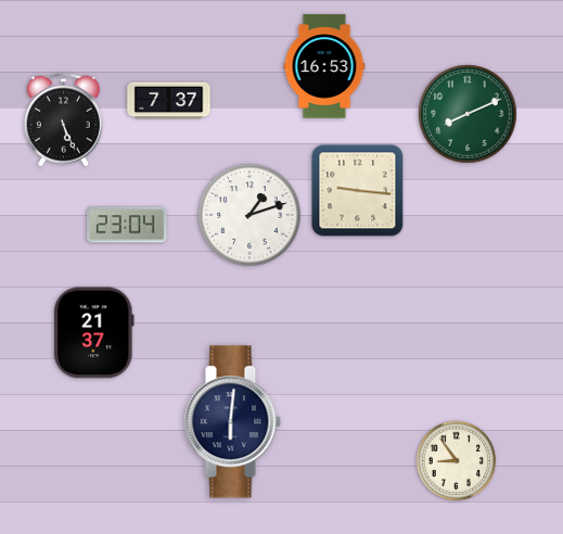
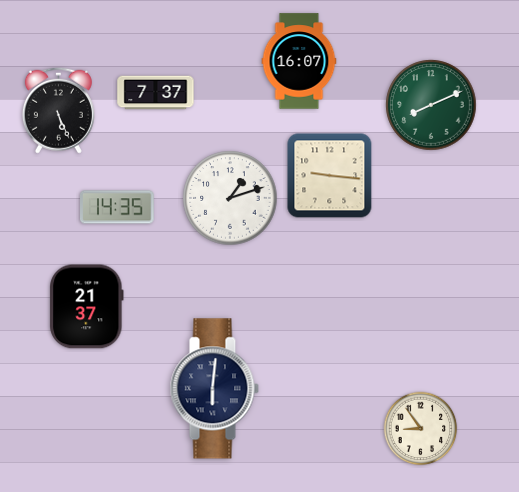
clock at (324, 66): 16:53 -> 16:07
clock at (127, 225): 23:04 -> 14:35
clock at (457, 461) position: (457, 461) -> (421, 429)
